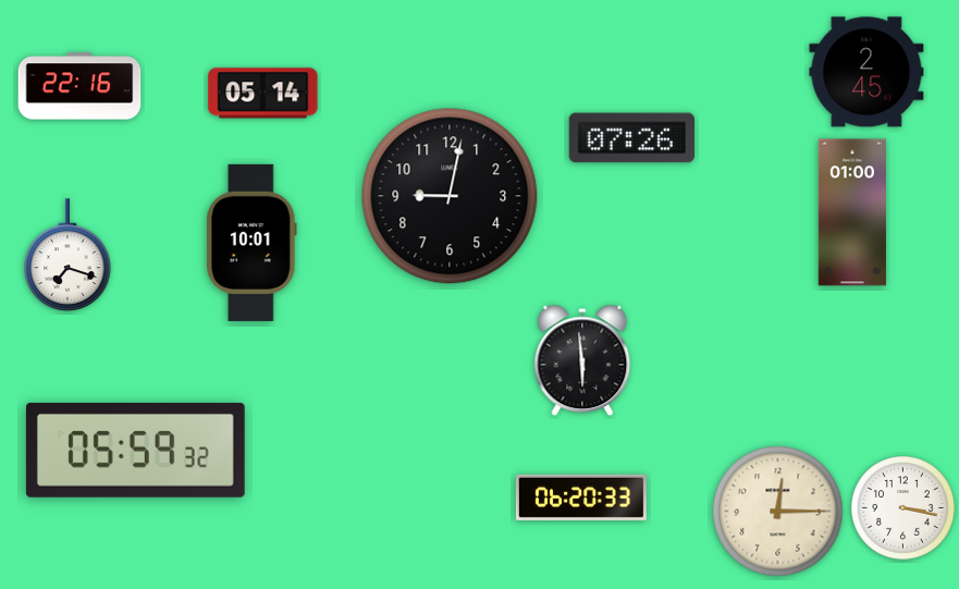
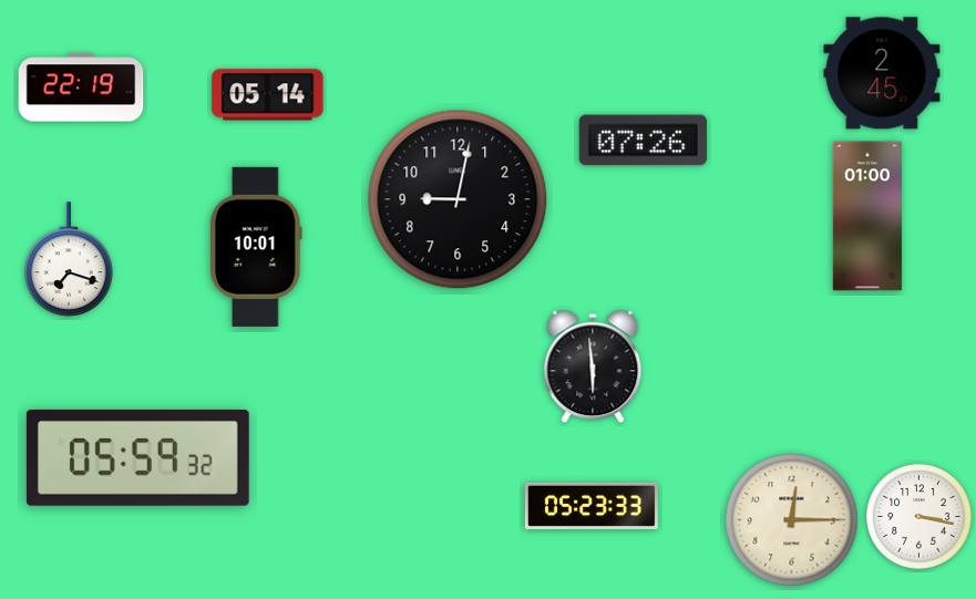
clock at (79, 86): 22:16 -> 22:19
clock at (581, 498): 06:20 -> 05:23
